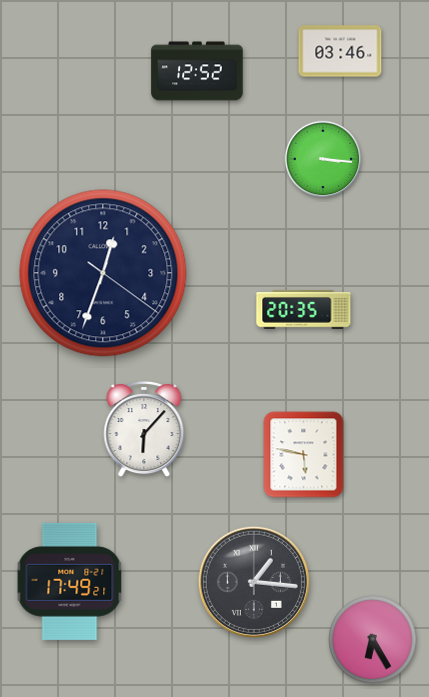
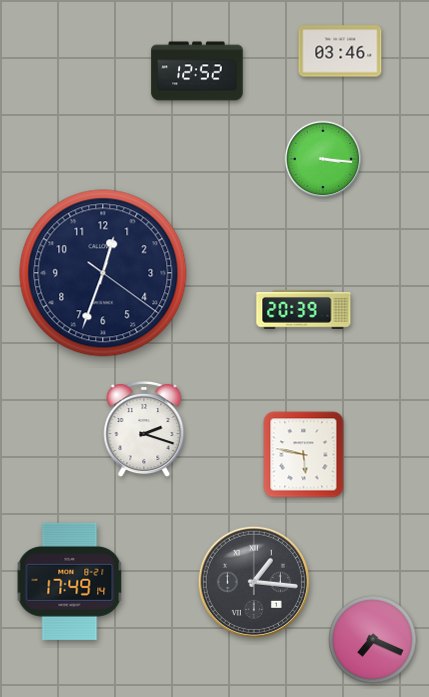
clock at (304, 310): 20:35 -> 20:39
clock at (144, 429): 6:07 -> 2:18
clock at (70, 581): 17:49:21 -> 17:49:14
clock at (373, 640): 6:25 -> 7:19
